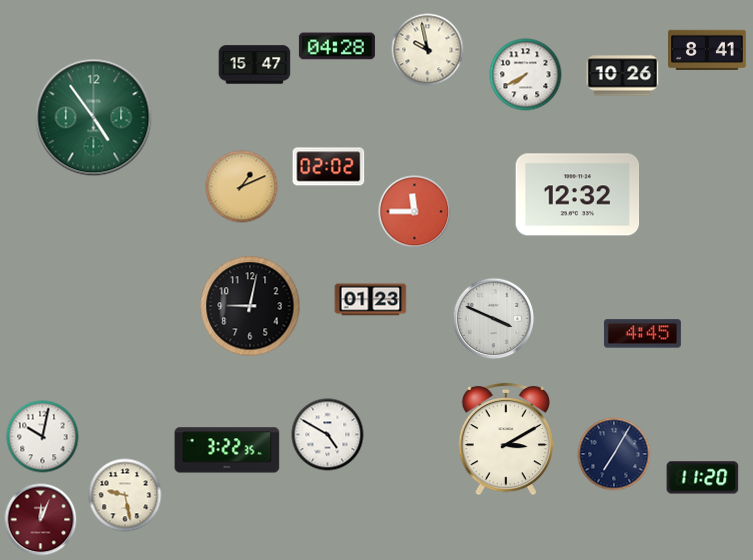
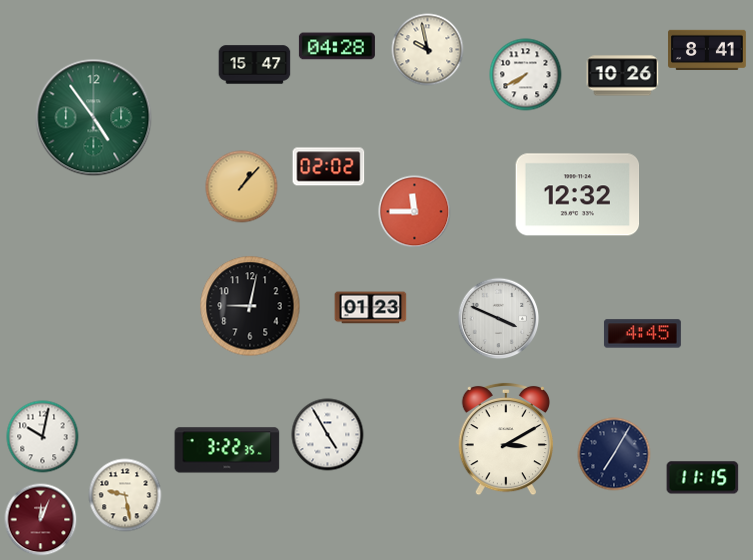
clock at (242, 187): 1:11 -> 1:07
clock at (371, 300) position: (371, 300) -> (371, 308)
clock at (494, 319) position: (494, 319) -> (499, 319)
clock at (328, 435): 4:50 -> 4:55
clock at (703, 478): 11:20 -> 11:15
